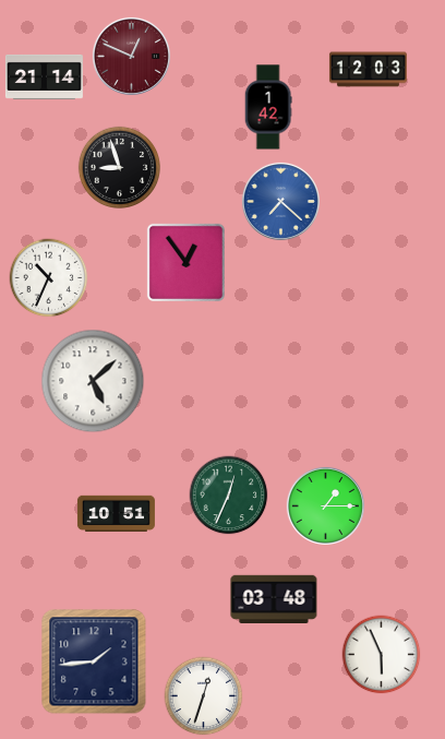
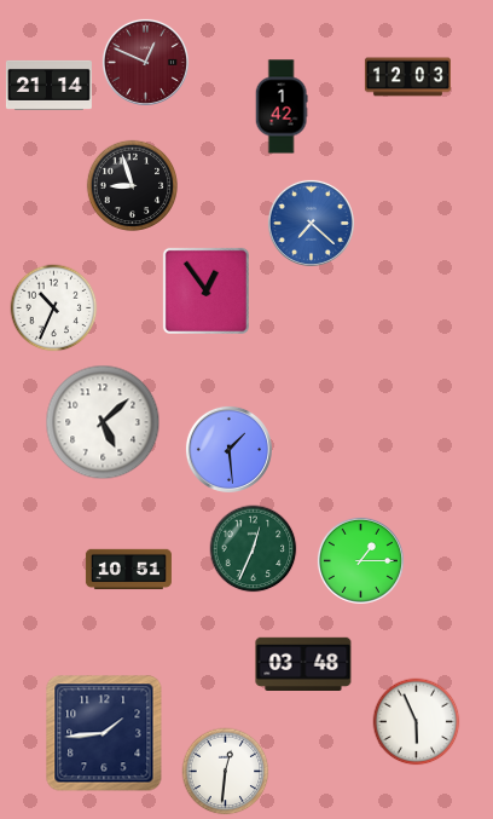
clock at (268, 107) position: (268, 107) -> (282, 106)
clock at (228, 449): none -> 1:29
clock at (382, 655) position: (382, 655) -> (417, 722)
clock at (204, 696): 12:33 -> 12:31
